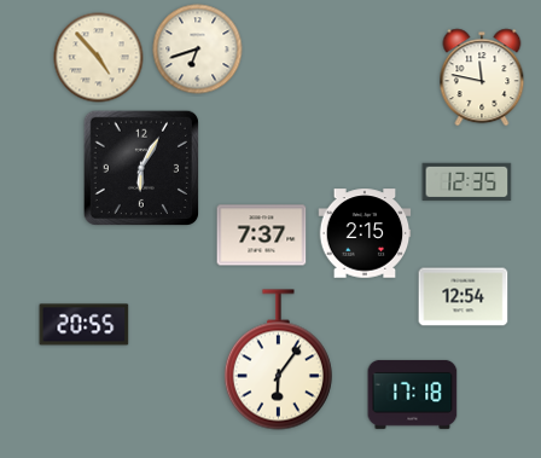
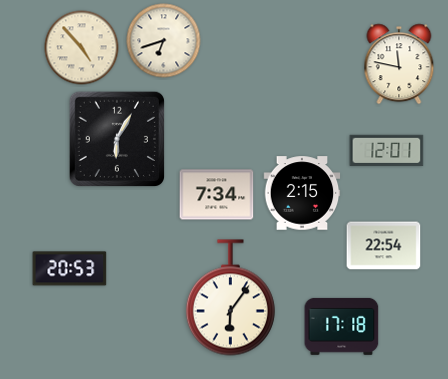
clock at (467, 181): 12:35 -> 12:01
clock at (262, 236): 7:37 -> 7:34
clock at (464, 297): 12:54 -> 22:54
clock at (85, 325): 20:55 -> 20:53
